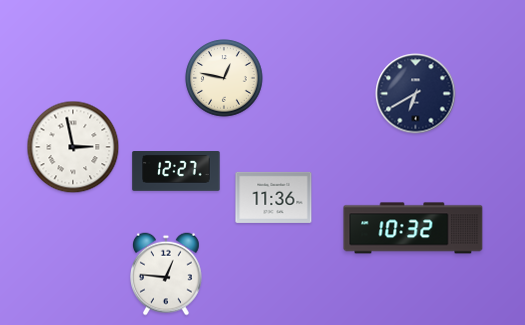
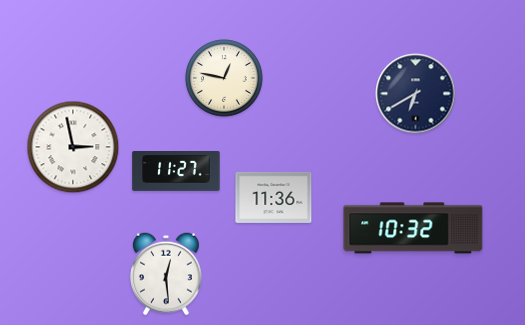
clock at (176, 172): 12:27 -> 11:27
clock at (167, 274): 12:46 -> 12:29
